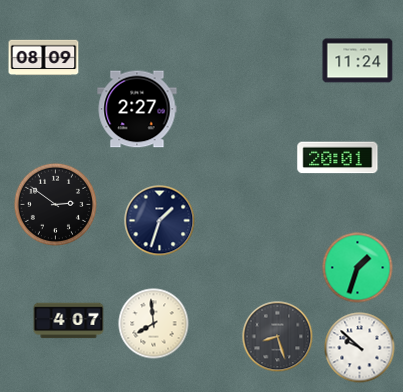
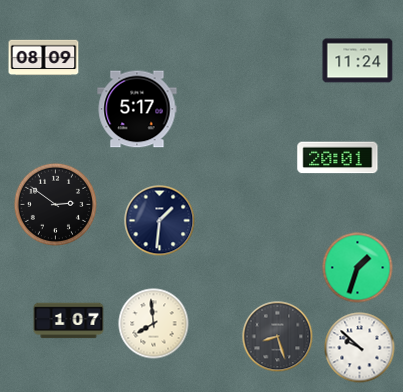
clock at (137, 109): 2:27 -> 5:17
clock at (160, 221): 1:33 -> 1:31
clock at (69, 321): 4:07 -> 1:07
